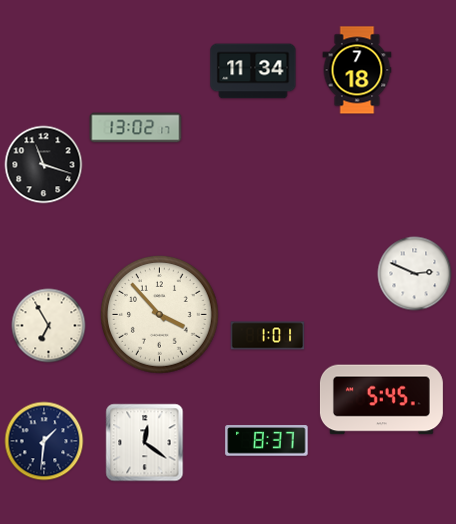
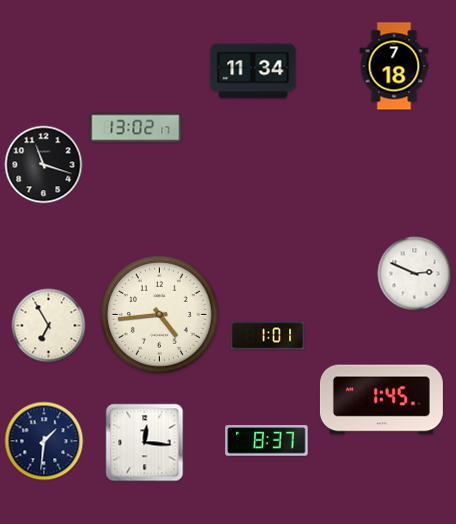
clock at (357, 70) position: (357, 70) -> (394, 66)
clock at (160, 315): 3:53 -> 4:44
clock at (381, 400): 5:45 -> 1:45
clock at (145, 443): 12:21 -> 12:16
